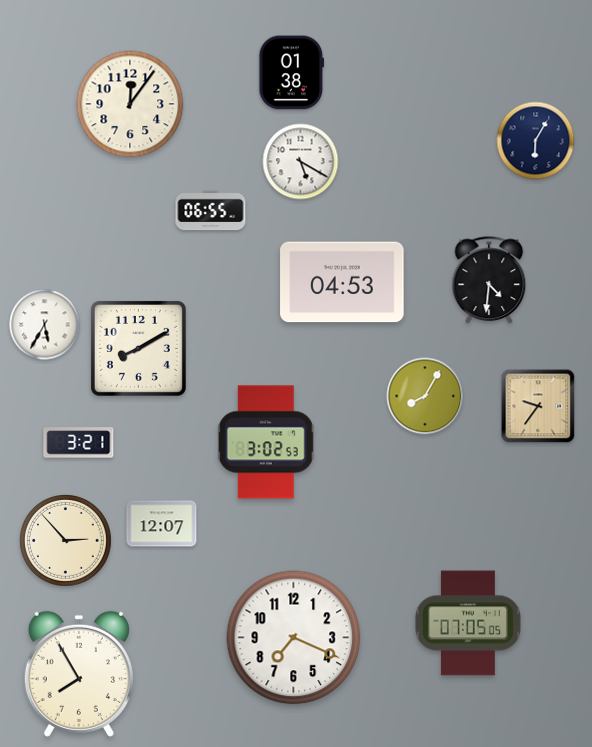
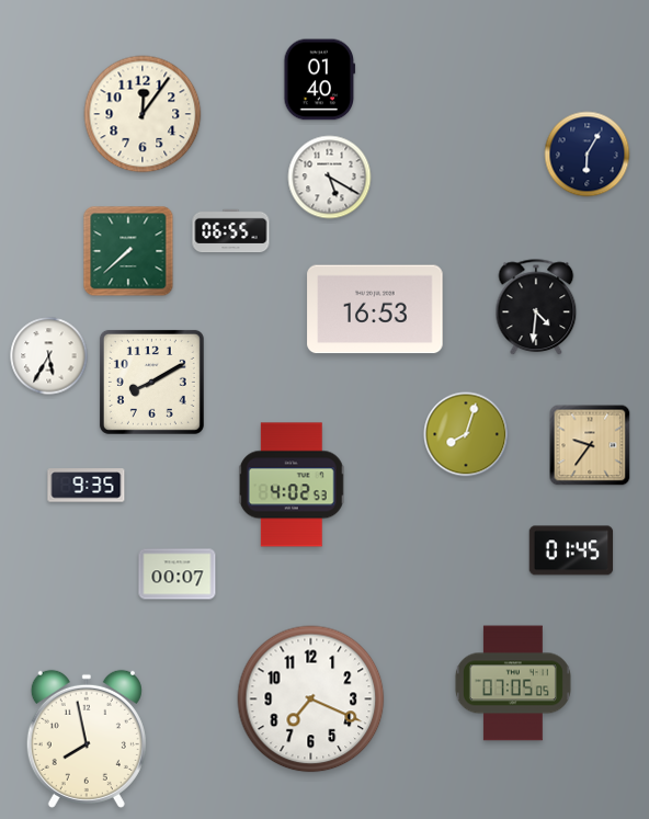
clock at (292, 73): 01:38 -> 01:40
clock at (128, 251): none -> 7:38
clock at (342, 282): 04:53 -> 16:53
clock at (425, 396): 8:05 -> 8:03
clock at (266, 442): 3:02 -> 4:02
clock at (79, 443): 3:21 -> 9:35
clock at (571, 550): none -> 01:45
clock at (162, 524): 12:07 -> 00:07
clock at (66, 541): 2:53 -> none
clock at (294, 638) position: (294, 638) -> (311, 699)
clock at (79, 674): 7:55 -> 7:58
